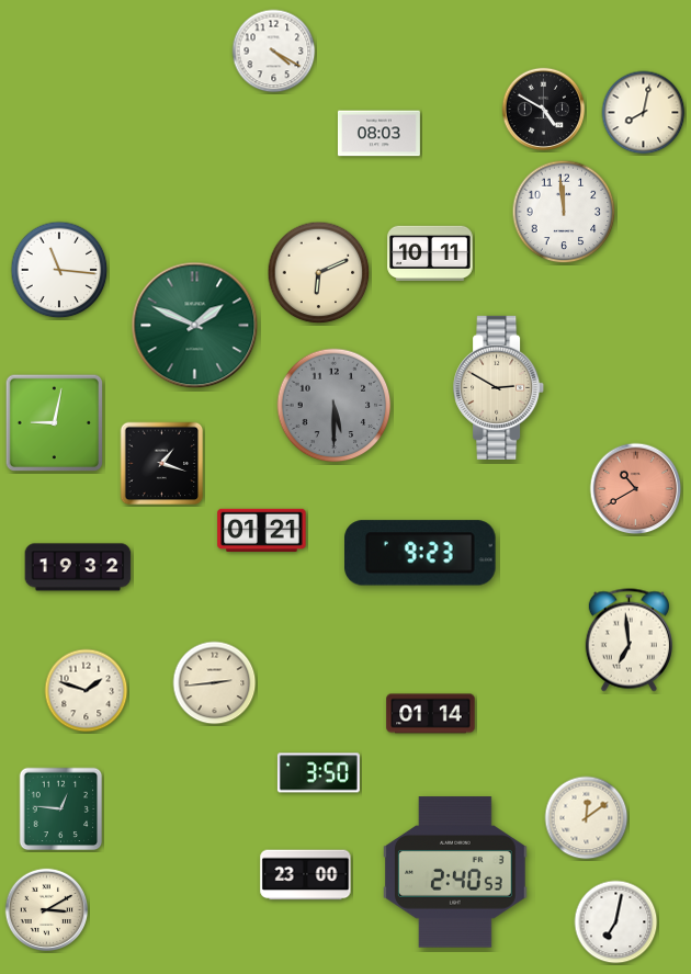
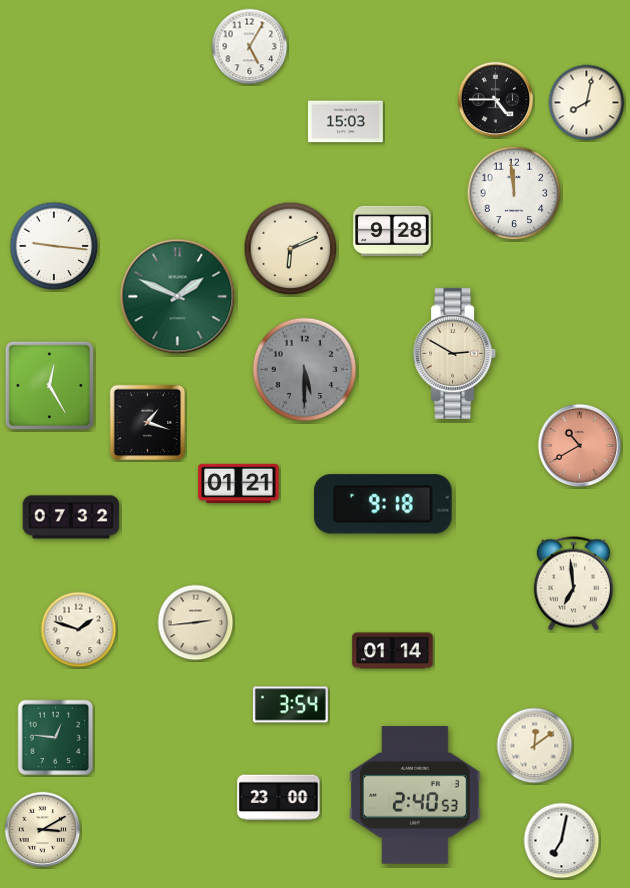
clock at (274, 52): 4:20 -> 5:05
clock at (544, 110): 4:50 -> 4:45
clock at (378, 134): 08:03 -> 15:03
clock at (430, 252): 10:11 -> 9:28
clock at (59, 270): 11:16 -> 9:16
clock at (54, 422): 9:02 -> 12:25
clock at (421, 553): 9:23 -> 9:18
clock at (78, 567): 19:32 -> 07:32
clock at (318, 773): 3:50 -> 3:54
